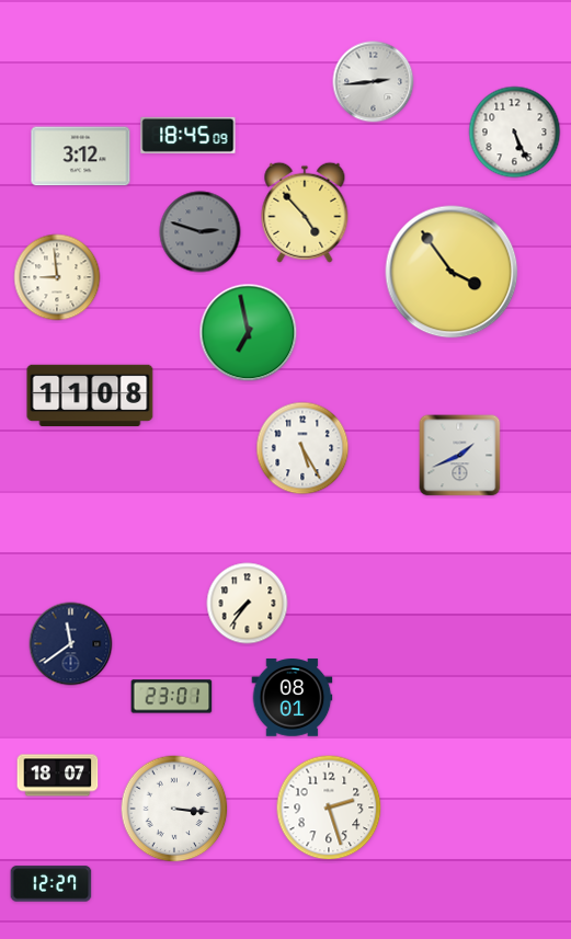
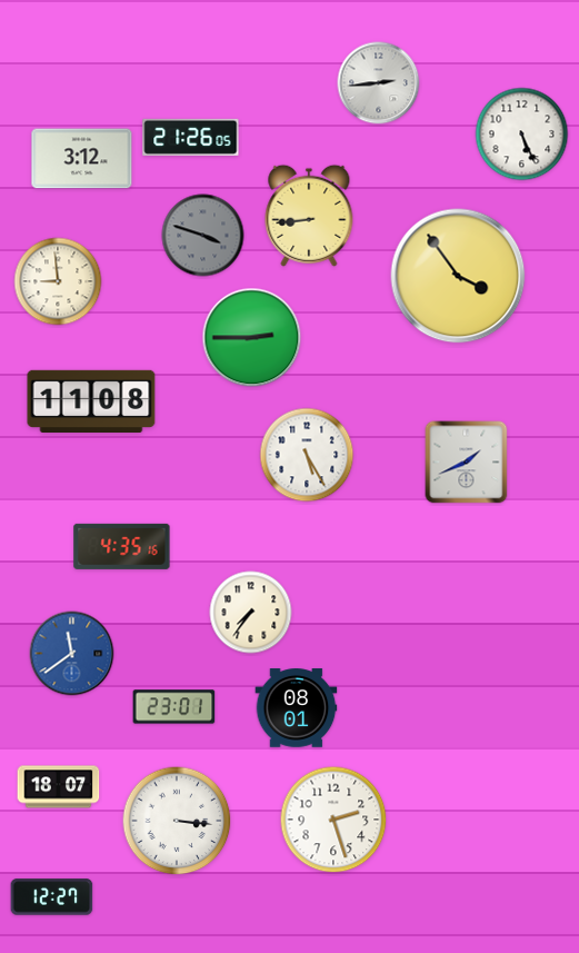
clock at (189, 135): 18:45 -> 21:26
clock at (305, 213): 4:53 -> 8:44
clock at (201, 232): 2:48 -> 3:48
clock at (249, 333): 6:58 -> 2:45
clock at (122, 546): none -> 4:35
clock at (71, 644) dial: navy -> blue
